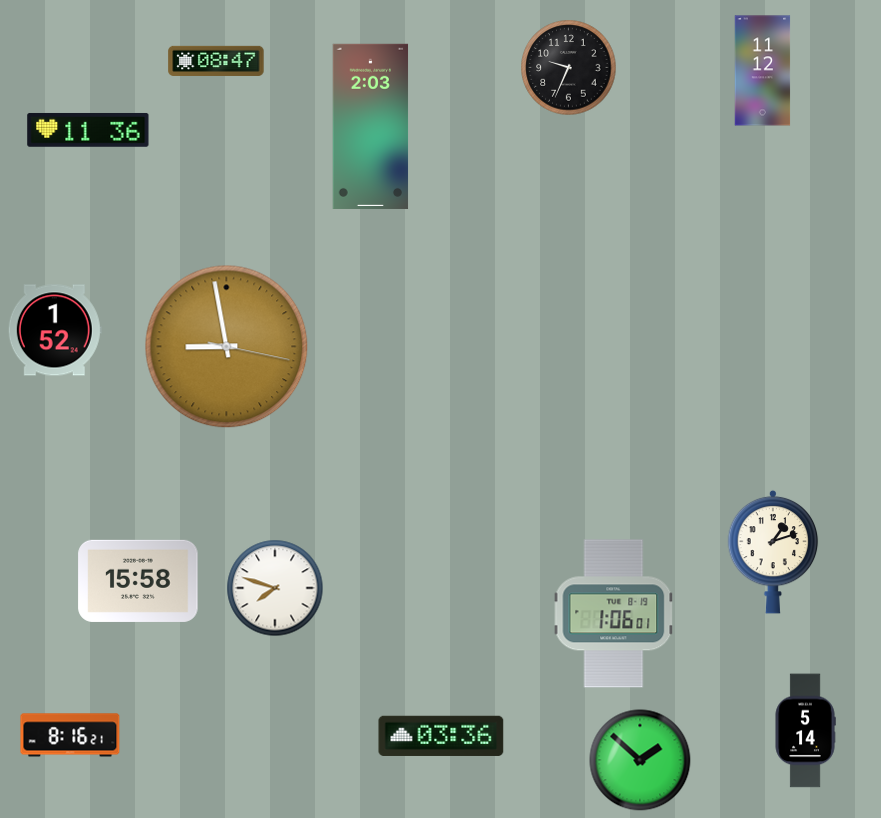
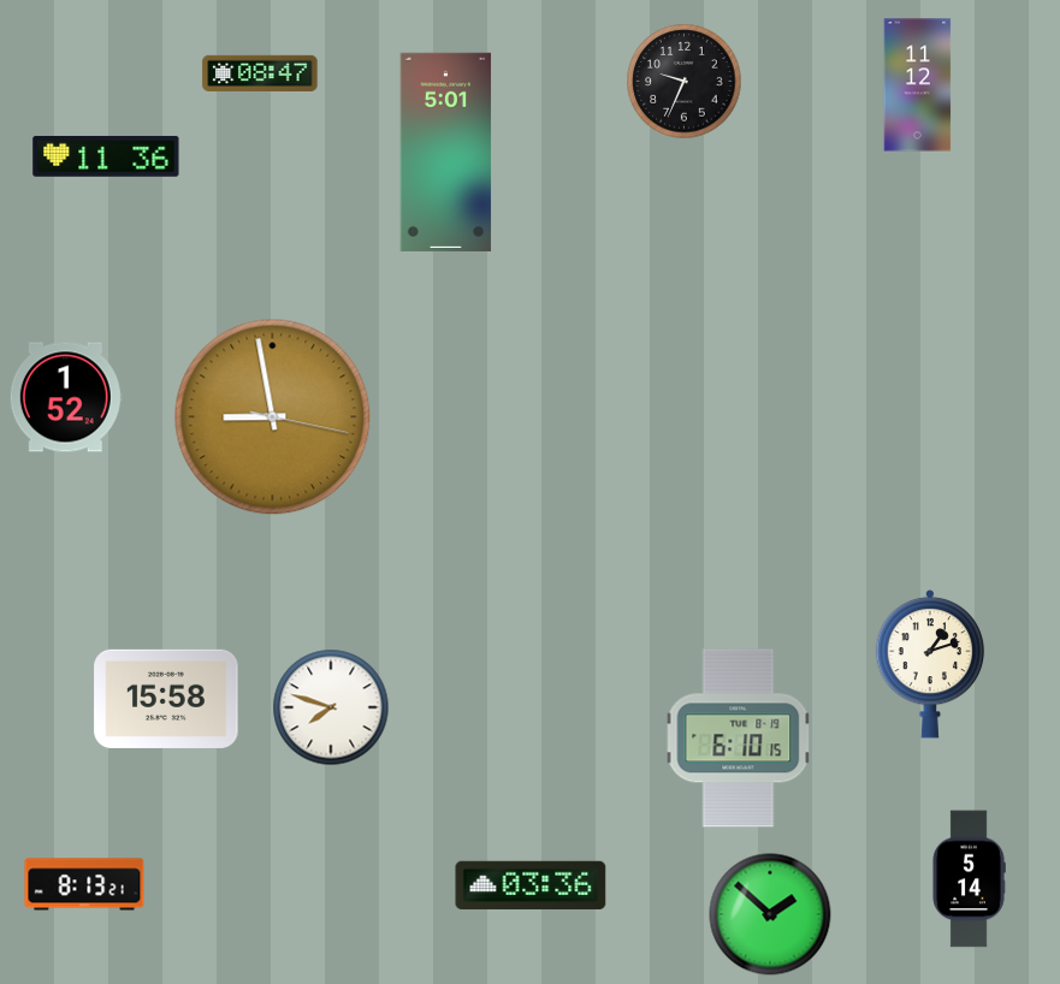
clock at (371, 126): 2:03 -> 5:01
clock at (614, 614): 1:06 -> 6:10
clock at (70, 735): 8:16 -> 8:13
